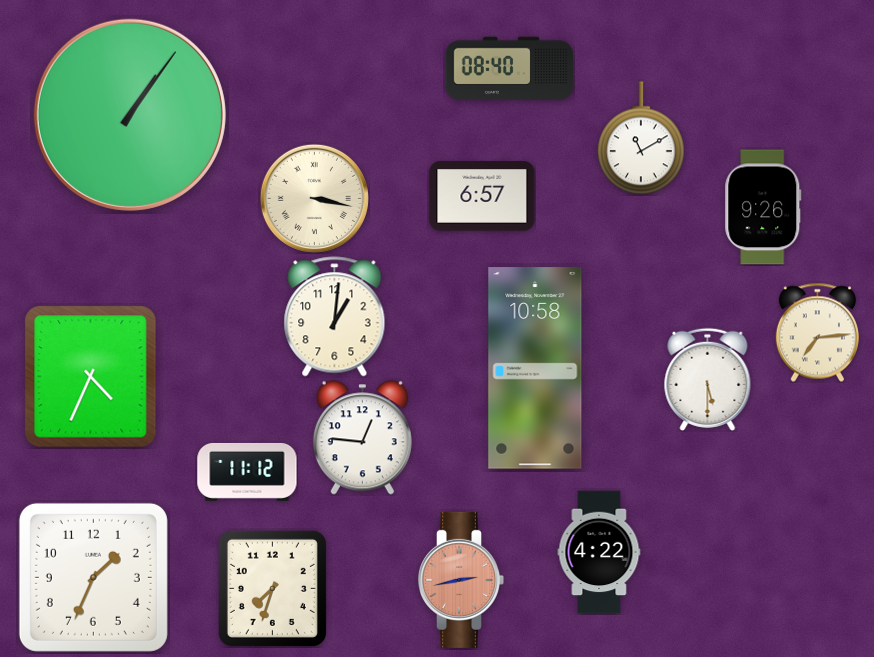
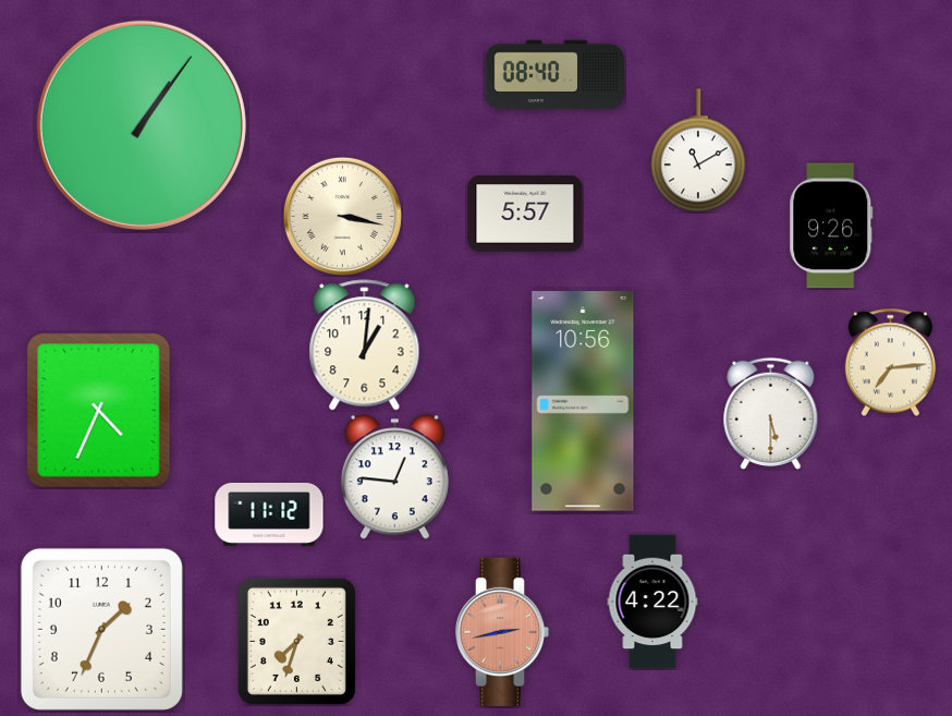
clock at (482, 196): 6:57 -> 5:57
clock at (535, 368): 10:58 -> 10:56
